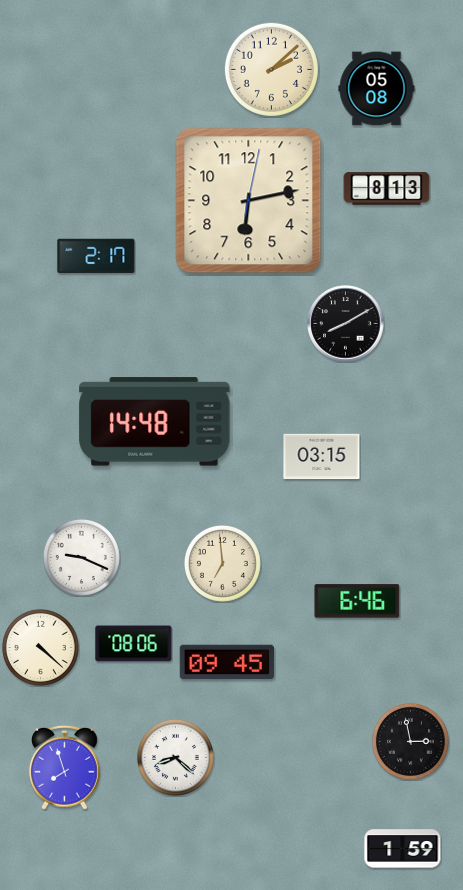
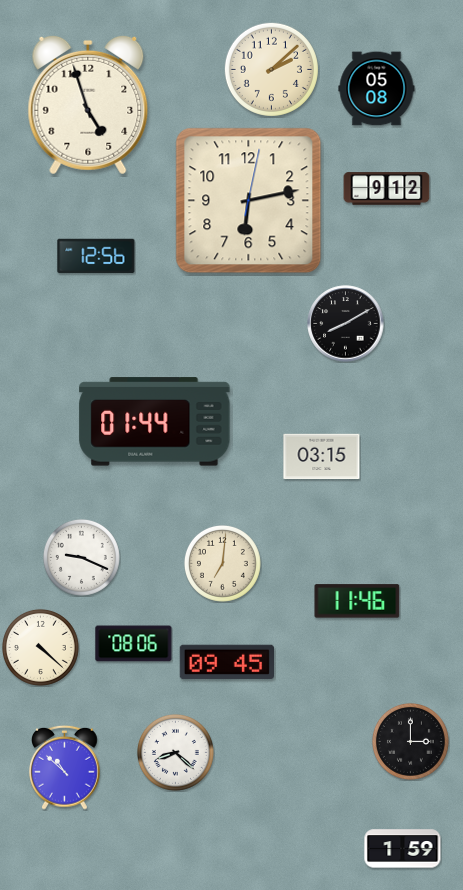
clock at (88, 105): none -> 4:57
clock at (387, 189): 8:13 -> 9:12
clock at (96, 256): 2:17 -> 12:56
clock at (155, 422): 14:48 -> 01:44
clock at (222, 563): 6:59 -> 7:01
clock at (357, 601): 6:46 -> 11:46
clock at (410, 741): 2:58 -> 3:00
clock at (175, 757) position: (175, 757) -> (175, 752)
clock at (65, 767): 7:57 -> 10:52
